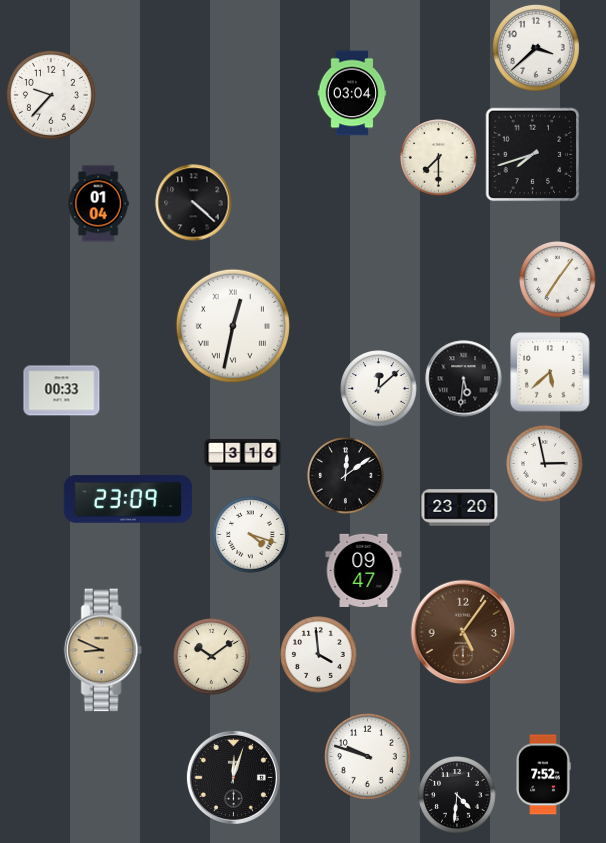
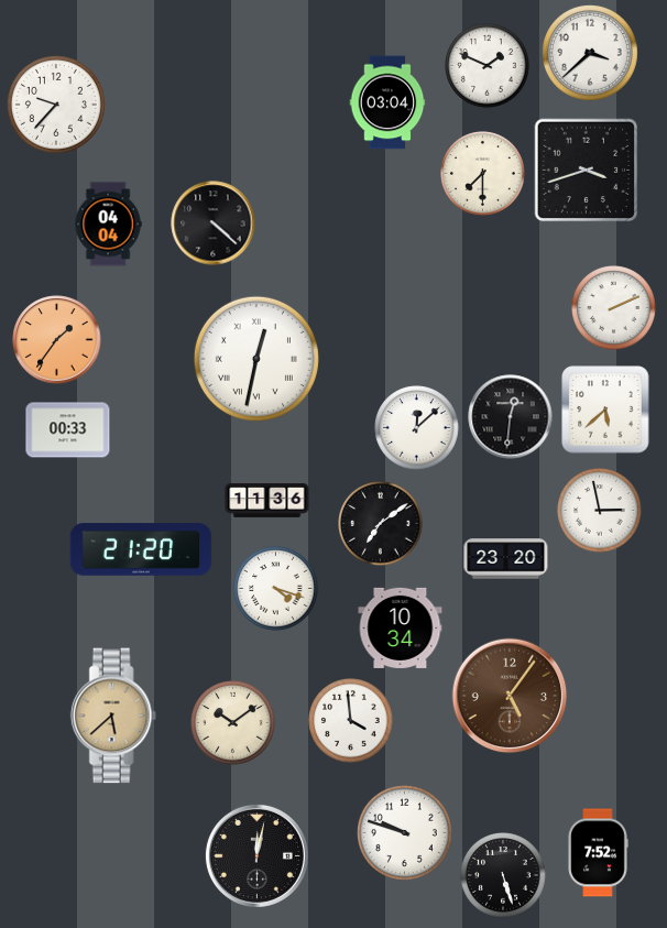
clock at (488, 66): none -> 1:49
clock at (533, 155): 7:42 -> 3:42
clock at (98, 204): 01:04 -> 04:04
clock at (558, 280): 7:06 -> 2:11
clock at (57, 340): none -> 1:36
clock at (464, 379): 5:31 -> 12:31
clock at (243, 454): 3:16 -> 11:36
clock at (346, 476): 12:09 -> 7:09
clock at (128, 499): 23:09 -> 21:20
clock at (364, 570): 09:47 -> 10:34
clock at (103, 650): 8:49 -> 5:38
clock at (233, 777): 12:03 -> 12:02
clock at (457, 795): 4:31 -> 5:27
